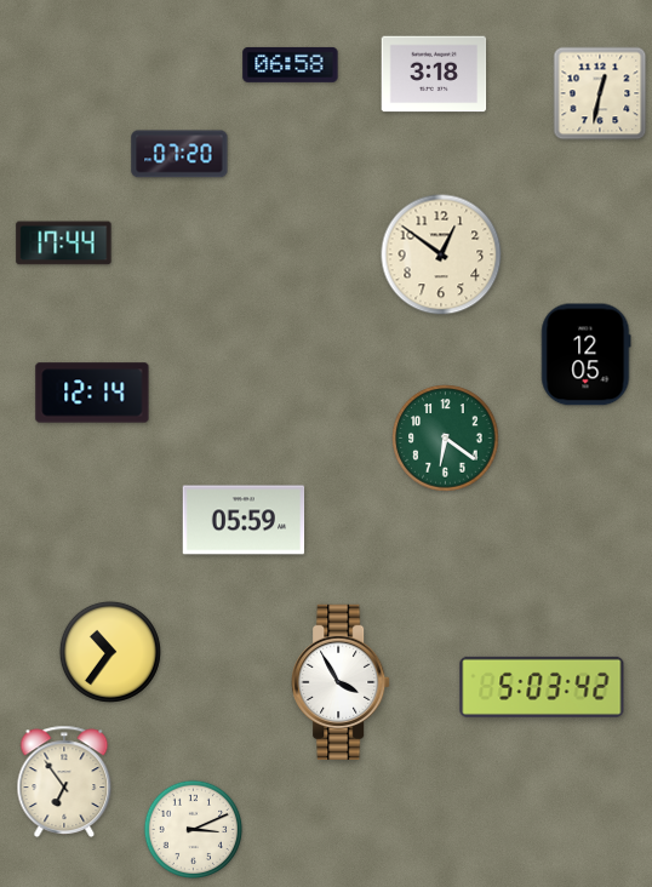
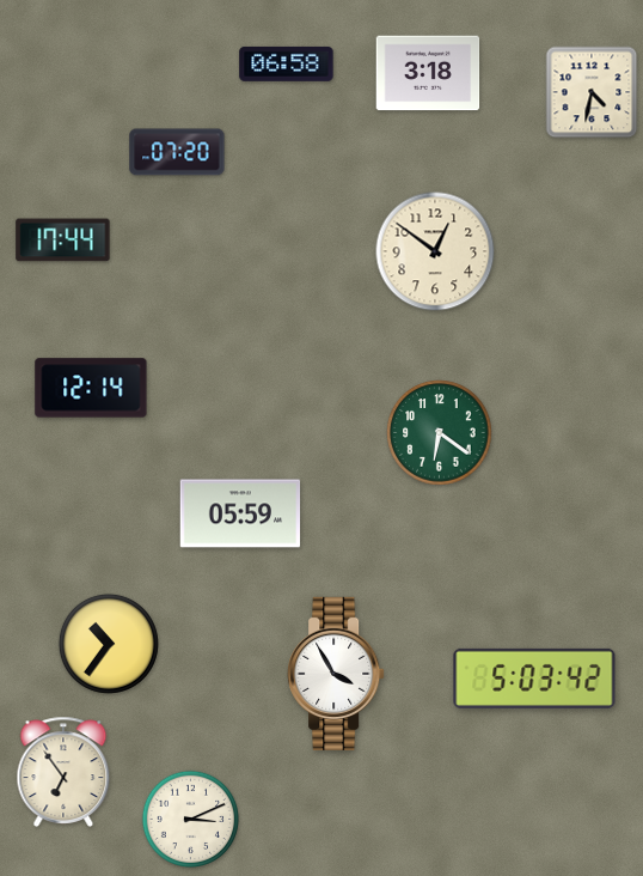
clock at (600, 93): 12:32 -> 4:32
clock at (587, 355): 12:05 -> none
